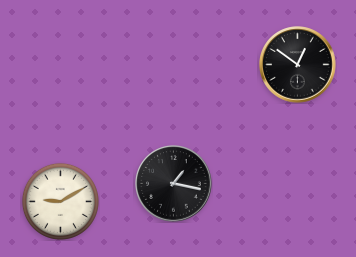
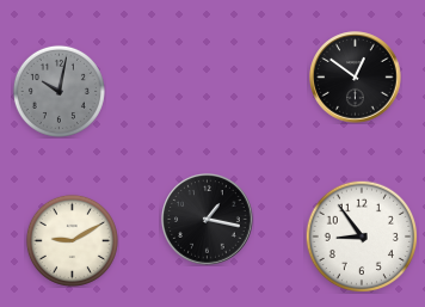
clock at (58, 91): none -> 10:02
clock at (362, 237): none -> 8:54
